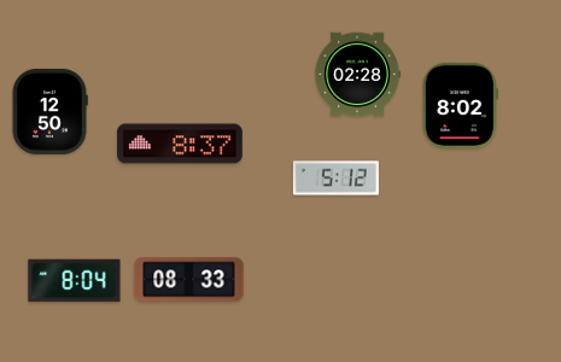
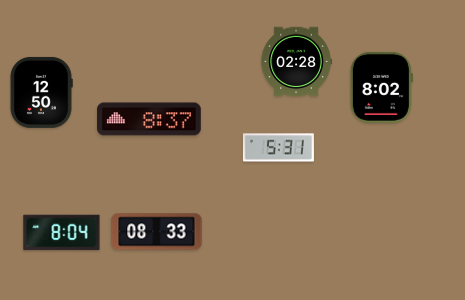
clock at (335, 179): 5:12 -> 5:31
